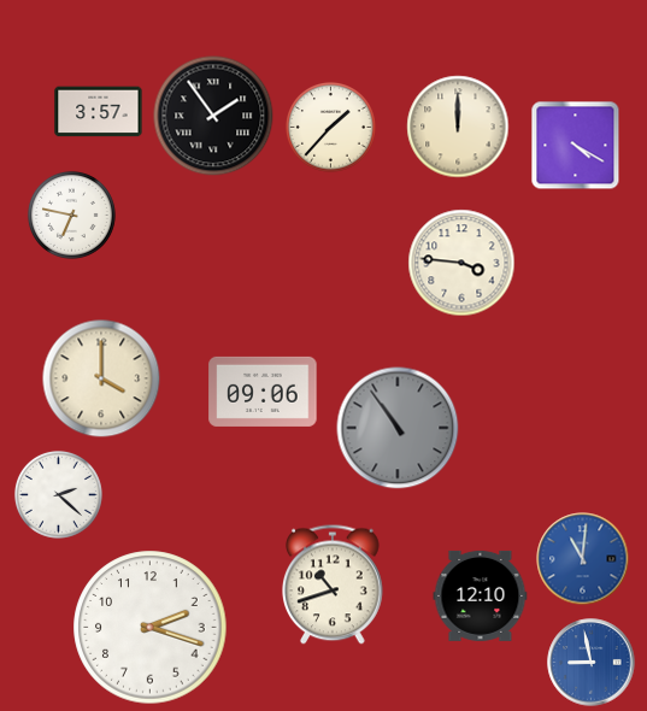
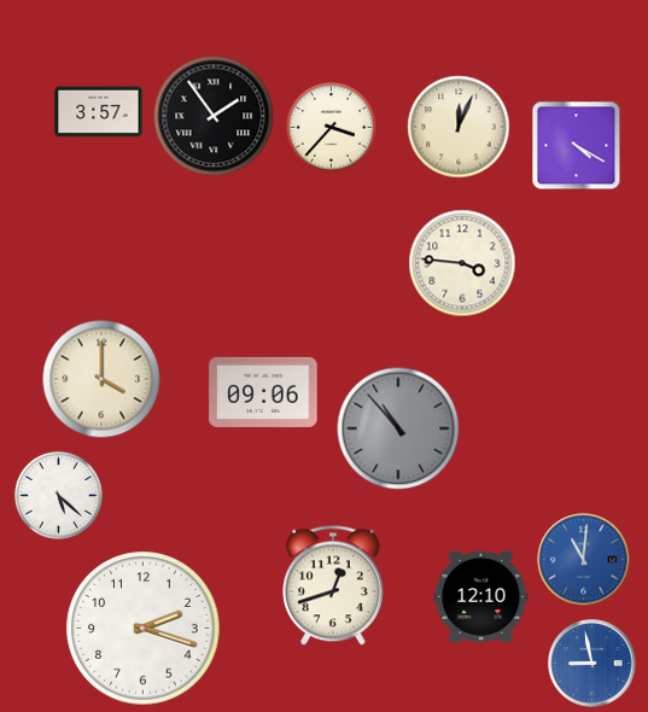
clock at (458, 127): 12:00 -> 12:04
clock at (331, 128): 1:37 -> 3:37
clock at (71, 215): 6:47 -> none
clock at (398, 428): 10:54 -> 10:53
clock at (58, 494): 2:22 -> 5:22
clock at (334, 584): 10:42 -> 12:42
clock at (151, 628) position: (151, 628) -> (144, 629)
